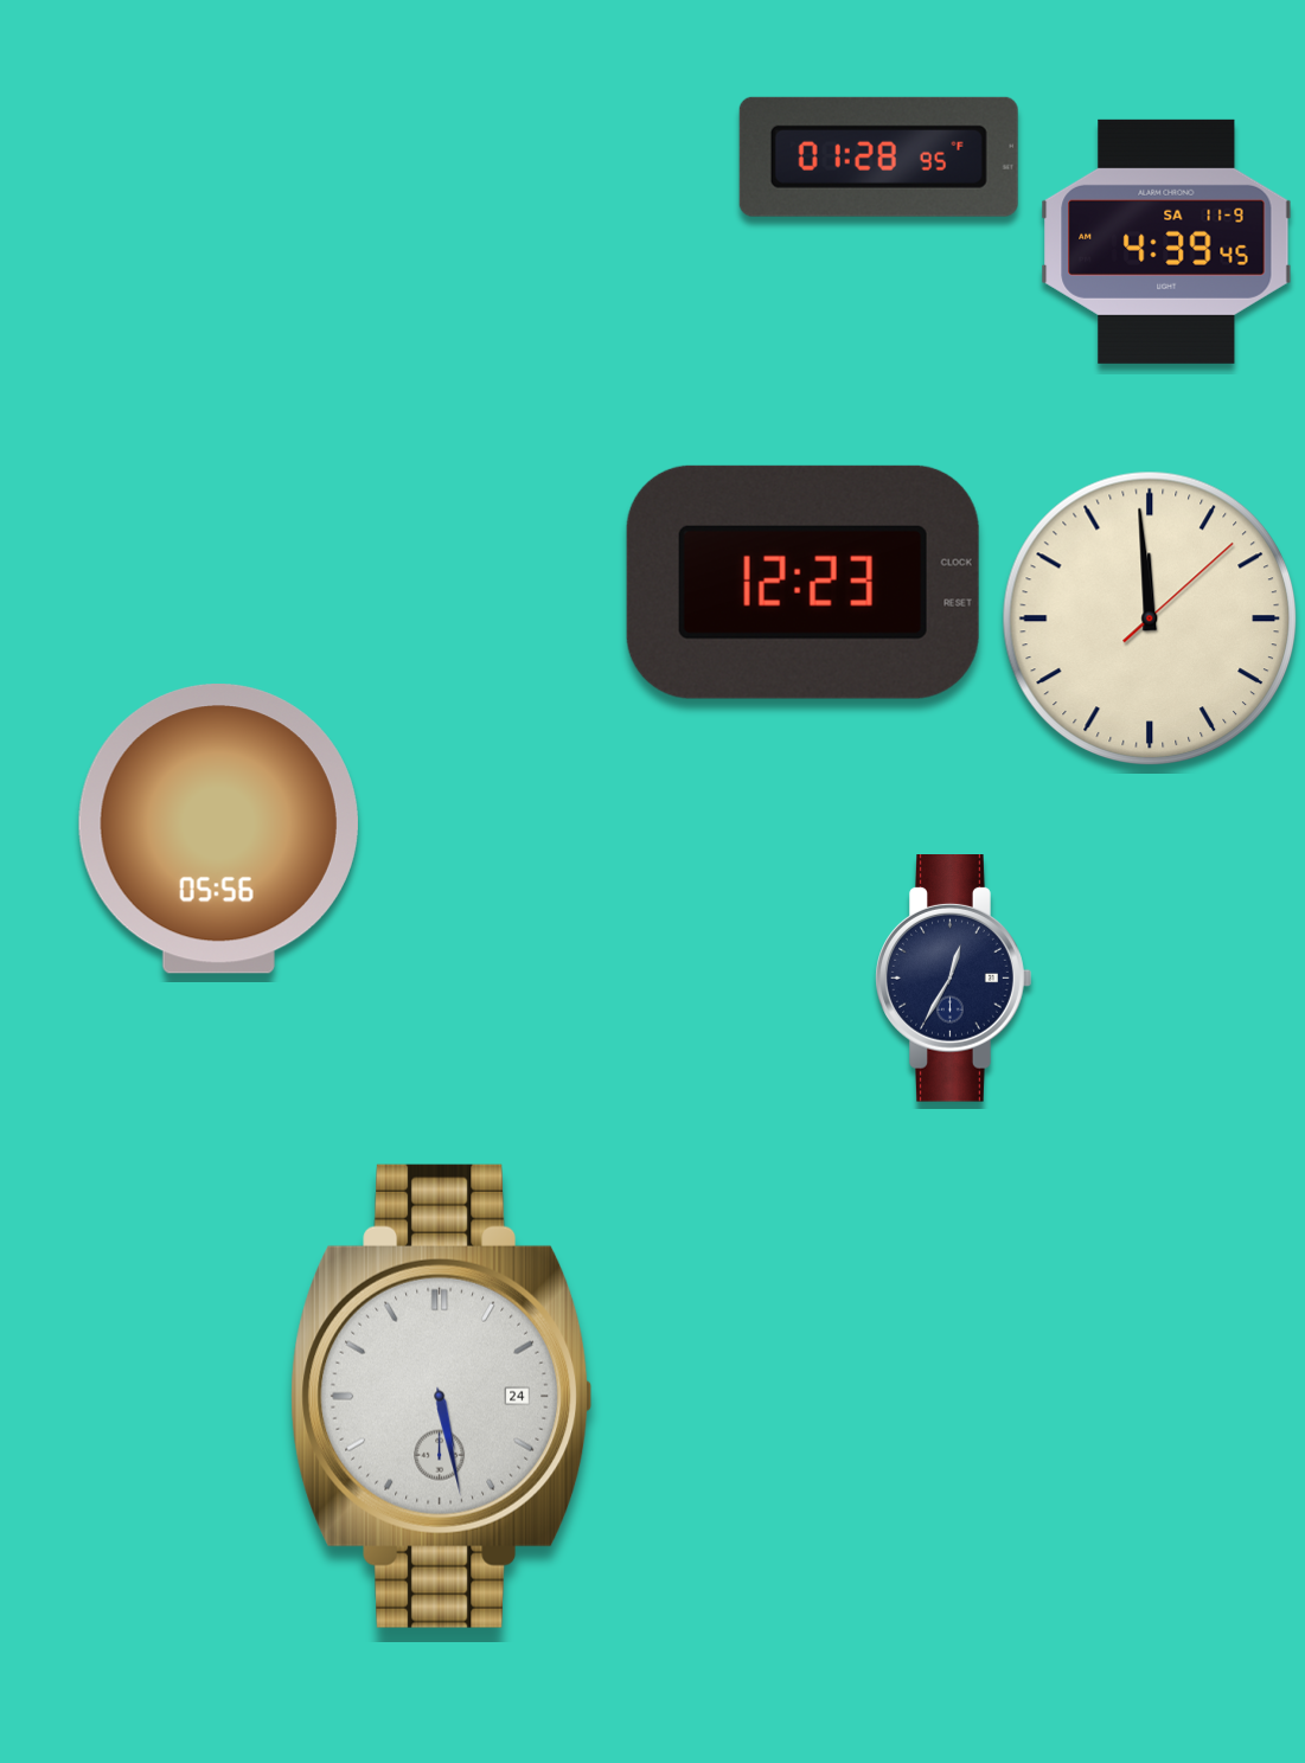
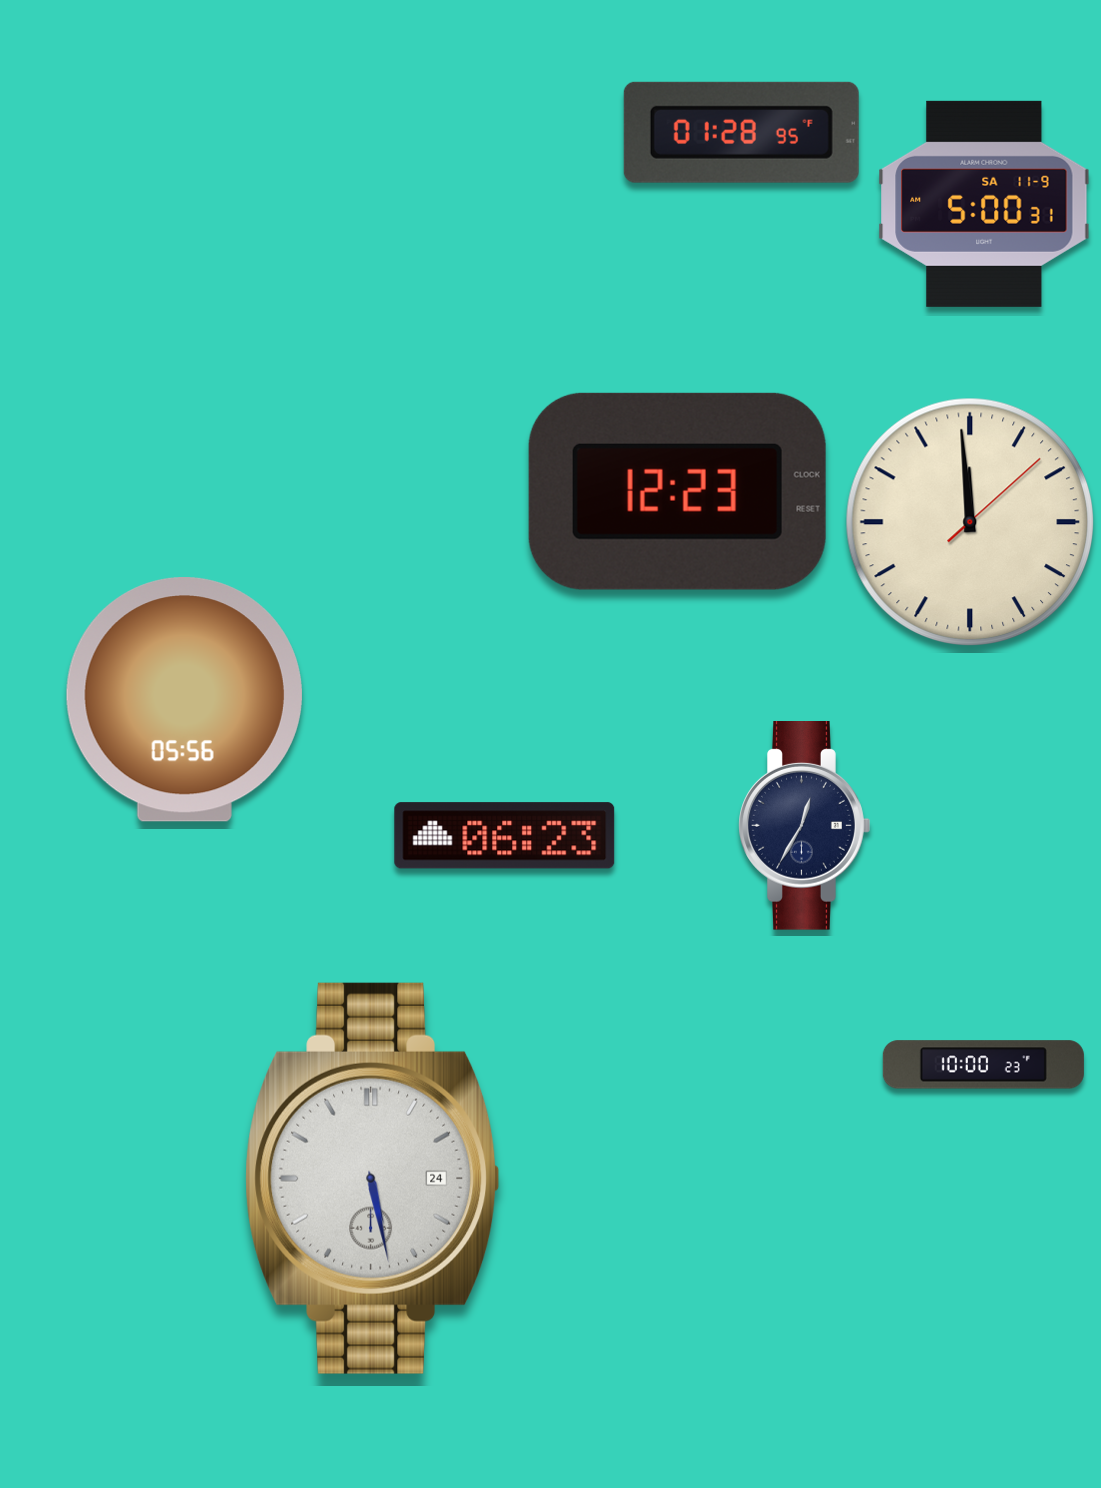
clock at (1166, 242): 4:39 -> 5:00
clock at (505, 836): none -> 06:23
clock at (983, 1065): none -> 10:00
